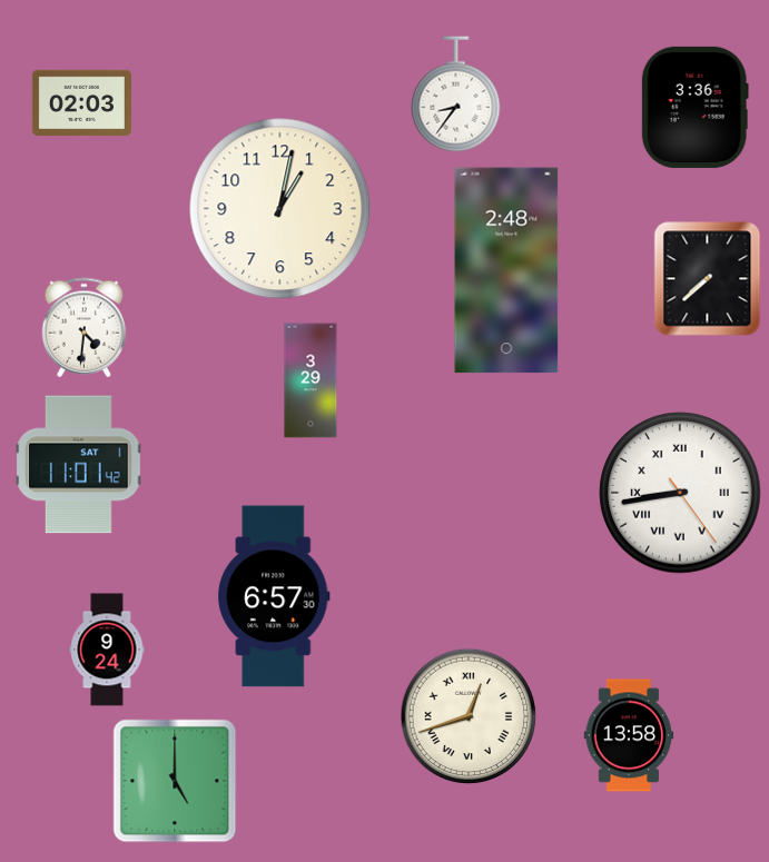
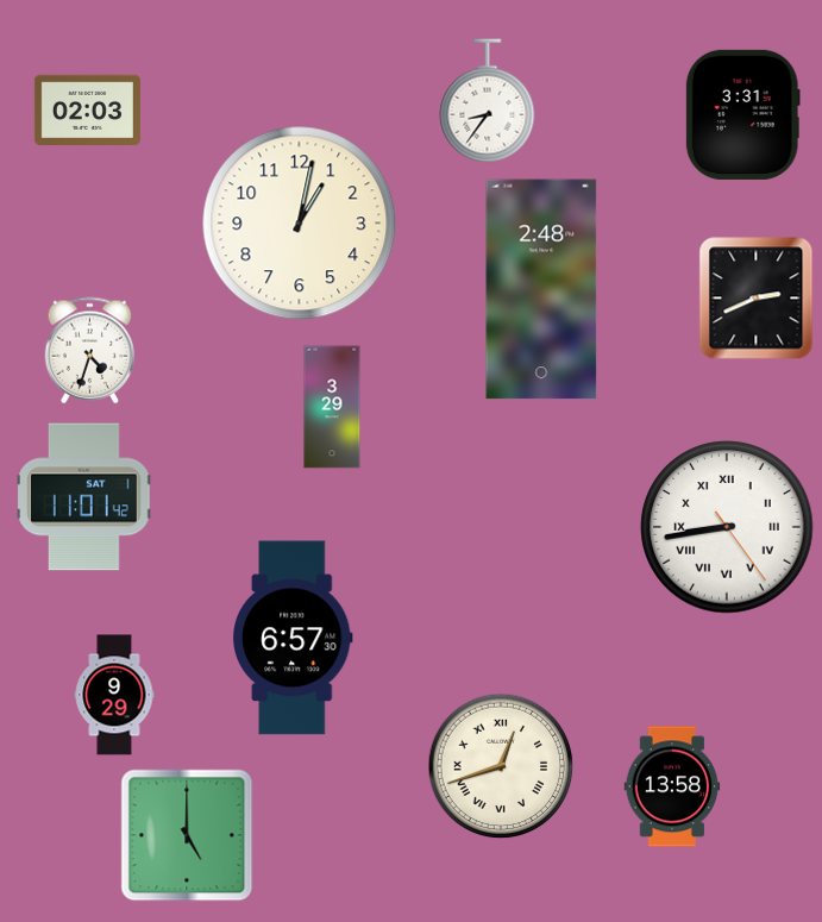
clock at (694, 107): 3:36 -> 3:31
clock at (708, 279): 7:38 -> 2:41
clock at (85, 328): 4:31 -> 4:33
clock at (107, 650): 9:24 -> 9:29
